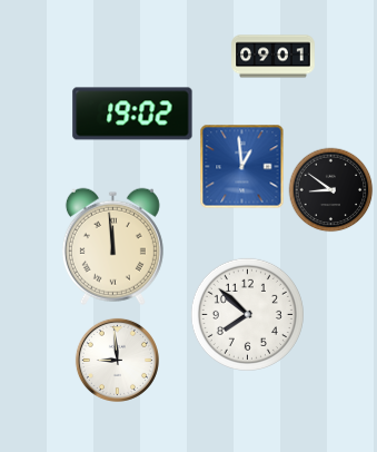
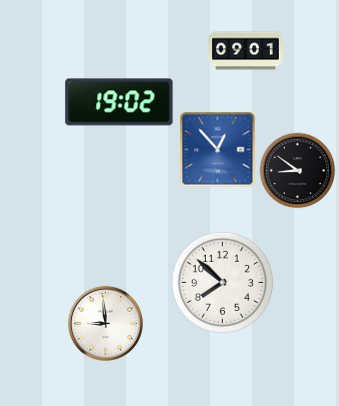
clock at (242, 167): 12:59 -> 12:53
clock at (112, 246): 11:59 -> none
